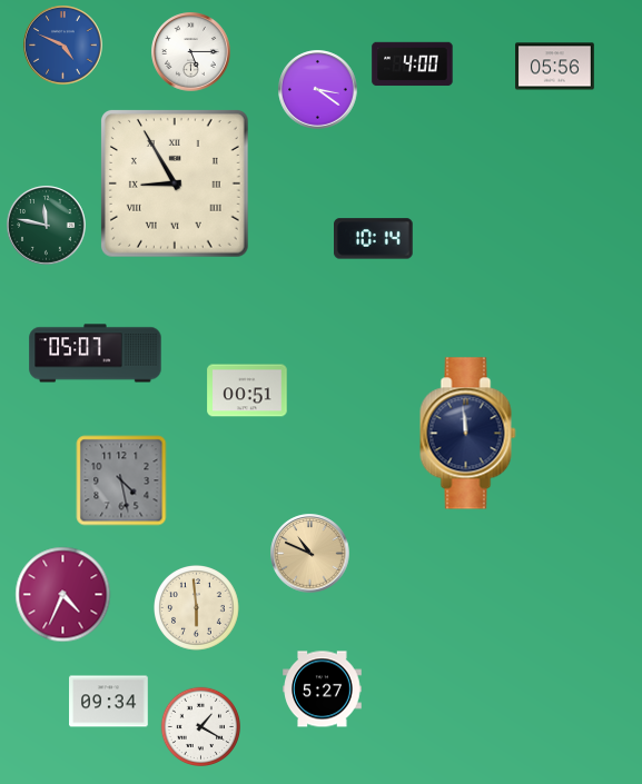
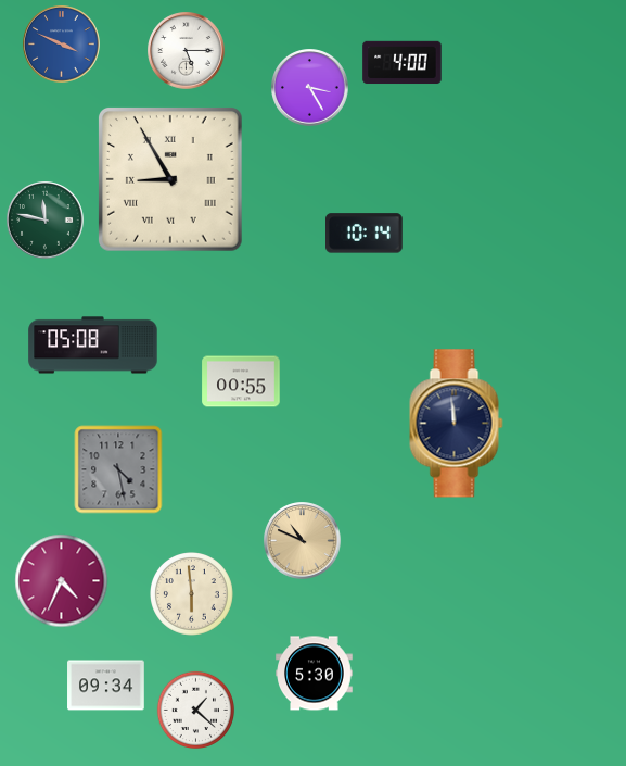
clock at (63, 46): 4:49 -> 3:49
clock at (555, 67): 05:56 -> none
clock at (318, 90): 3:21 -> 3:25
clock at (96, 354): 05:07 -> 05:08
clock at (247, 390): 00:51 -> 00:55
clock at (323, 689): 5:27 -> 5:30
clock at (201, 727): 1:20 -> 1:22
